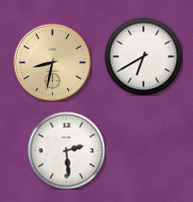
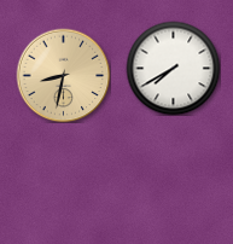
clock at (143, 56): 6:40 -> 7:40
clock at (66, 150): 2:29 -> none
